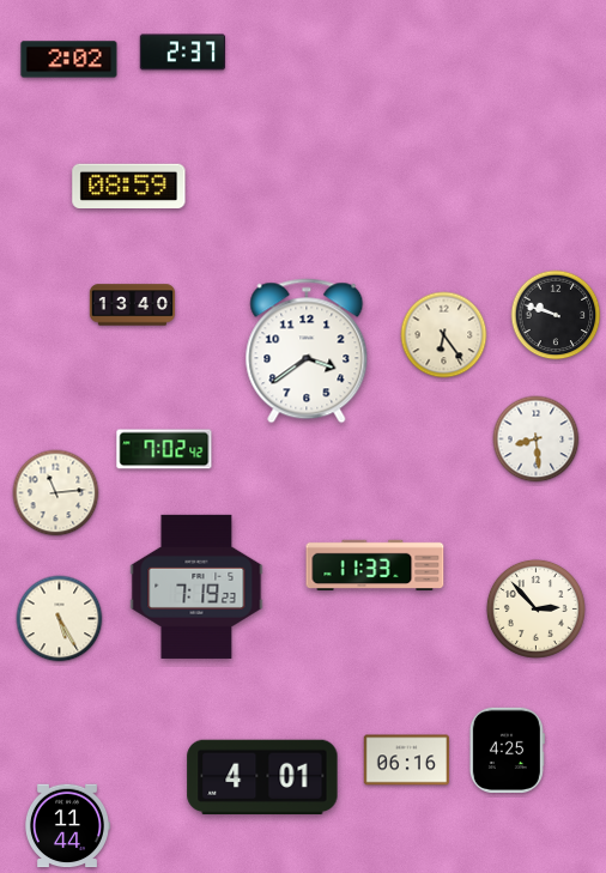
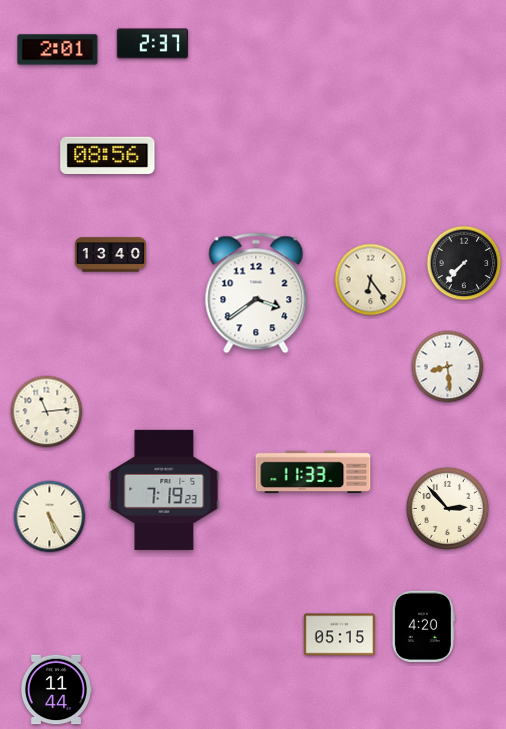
clock at (69, 60): 2:02 -> 2:01
clock at (129, 187): 08:59 -> 08:56
clock at (556, 315): 9:48 -> 7:37
clock at (164, 449): 7:02 -> none
clock at (507, 750): 4:25 -> 4:20
clock at (406, 760): 06:16 -> 05:15
clock at (262, 777): 4:01 -> none
